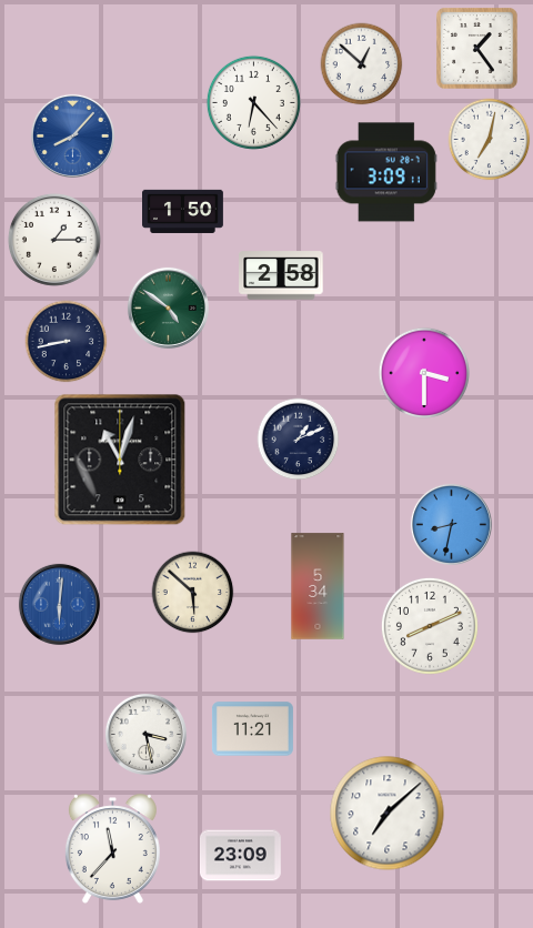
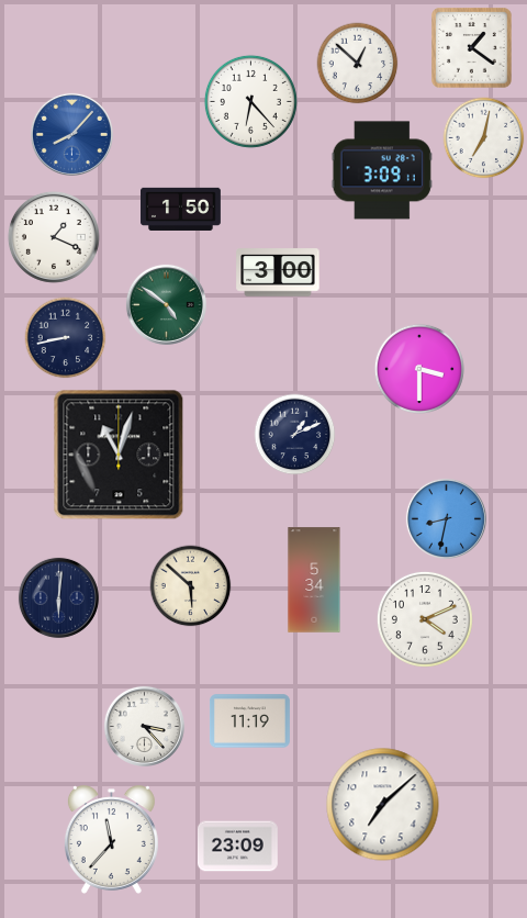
clock at (477, 49): 1:24 -> 1:21
clock at (54, 240): 1:15 -> 1:19
clock at (281, 275): 2:58 -> 3:00
clock at (59, 604) dial: blue -> navy
clock at (430, 626): 8:11 -> 4:11
clock at (253, 729): 11:21 -> 11:19
clock at (145, 734): 3:28 -> 3:23
